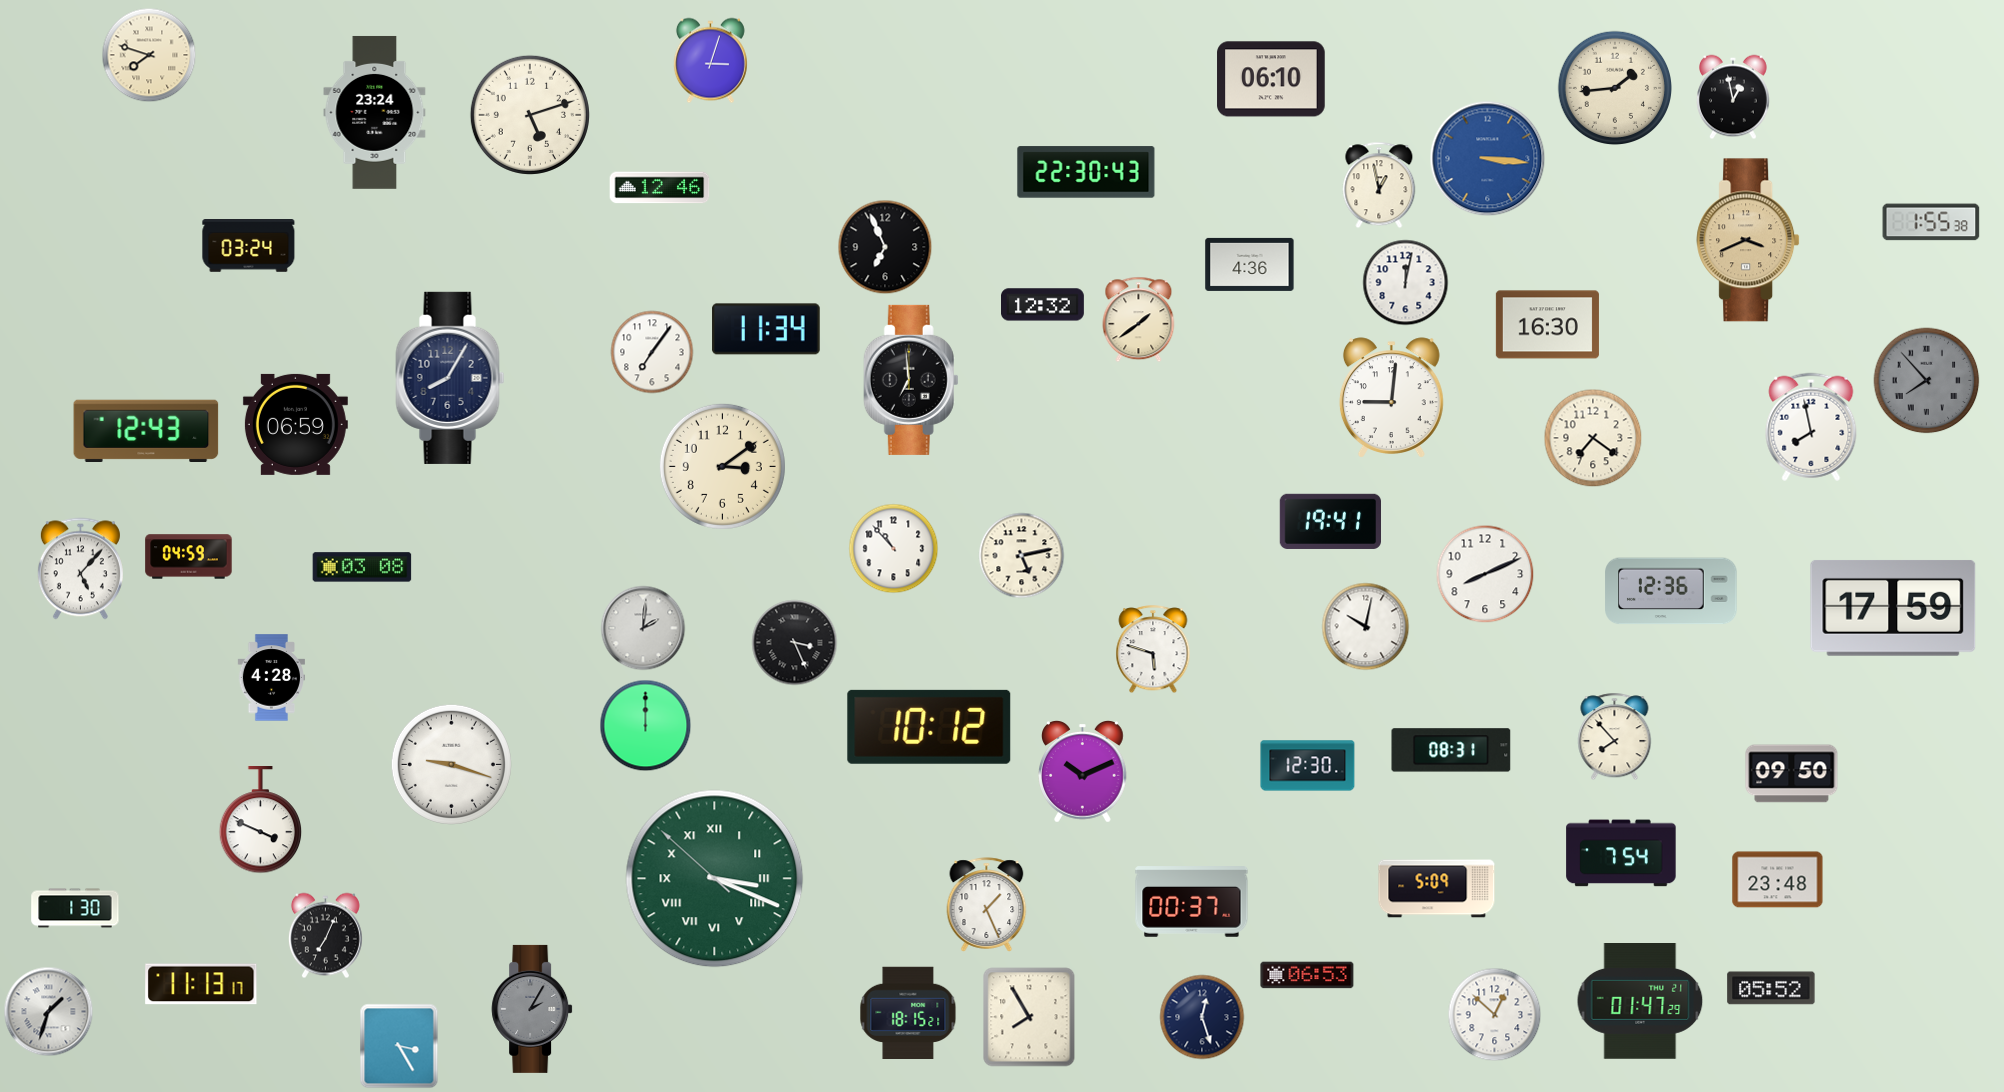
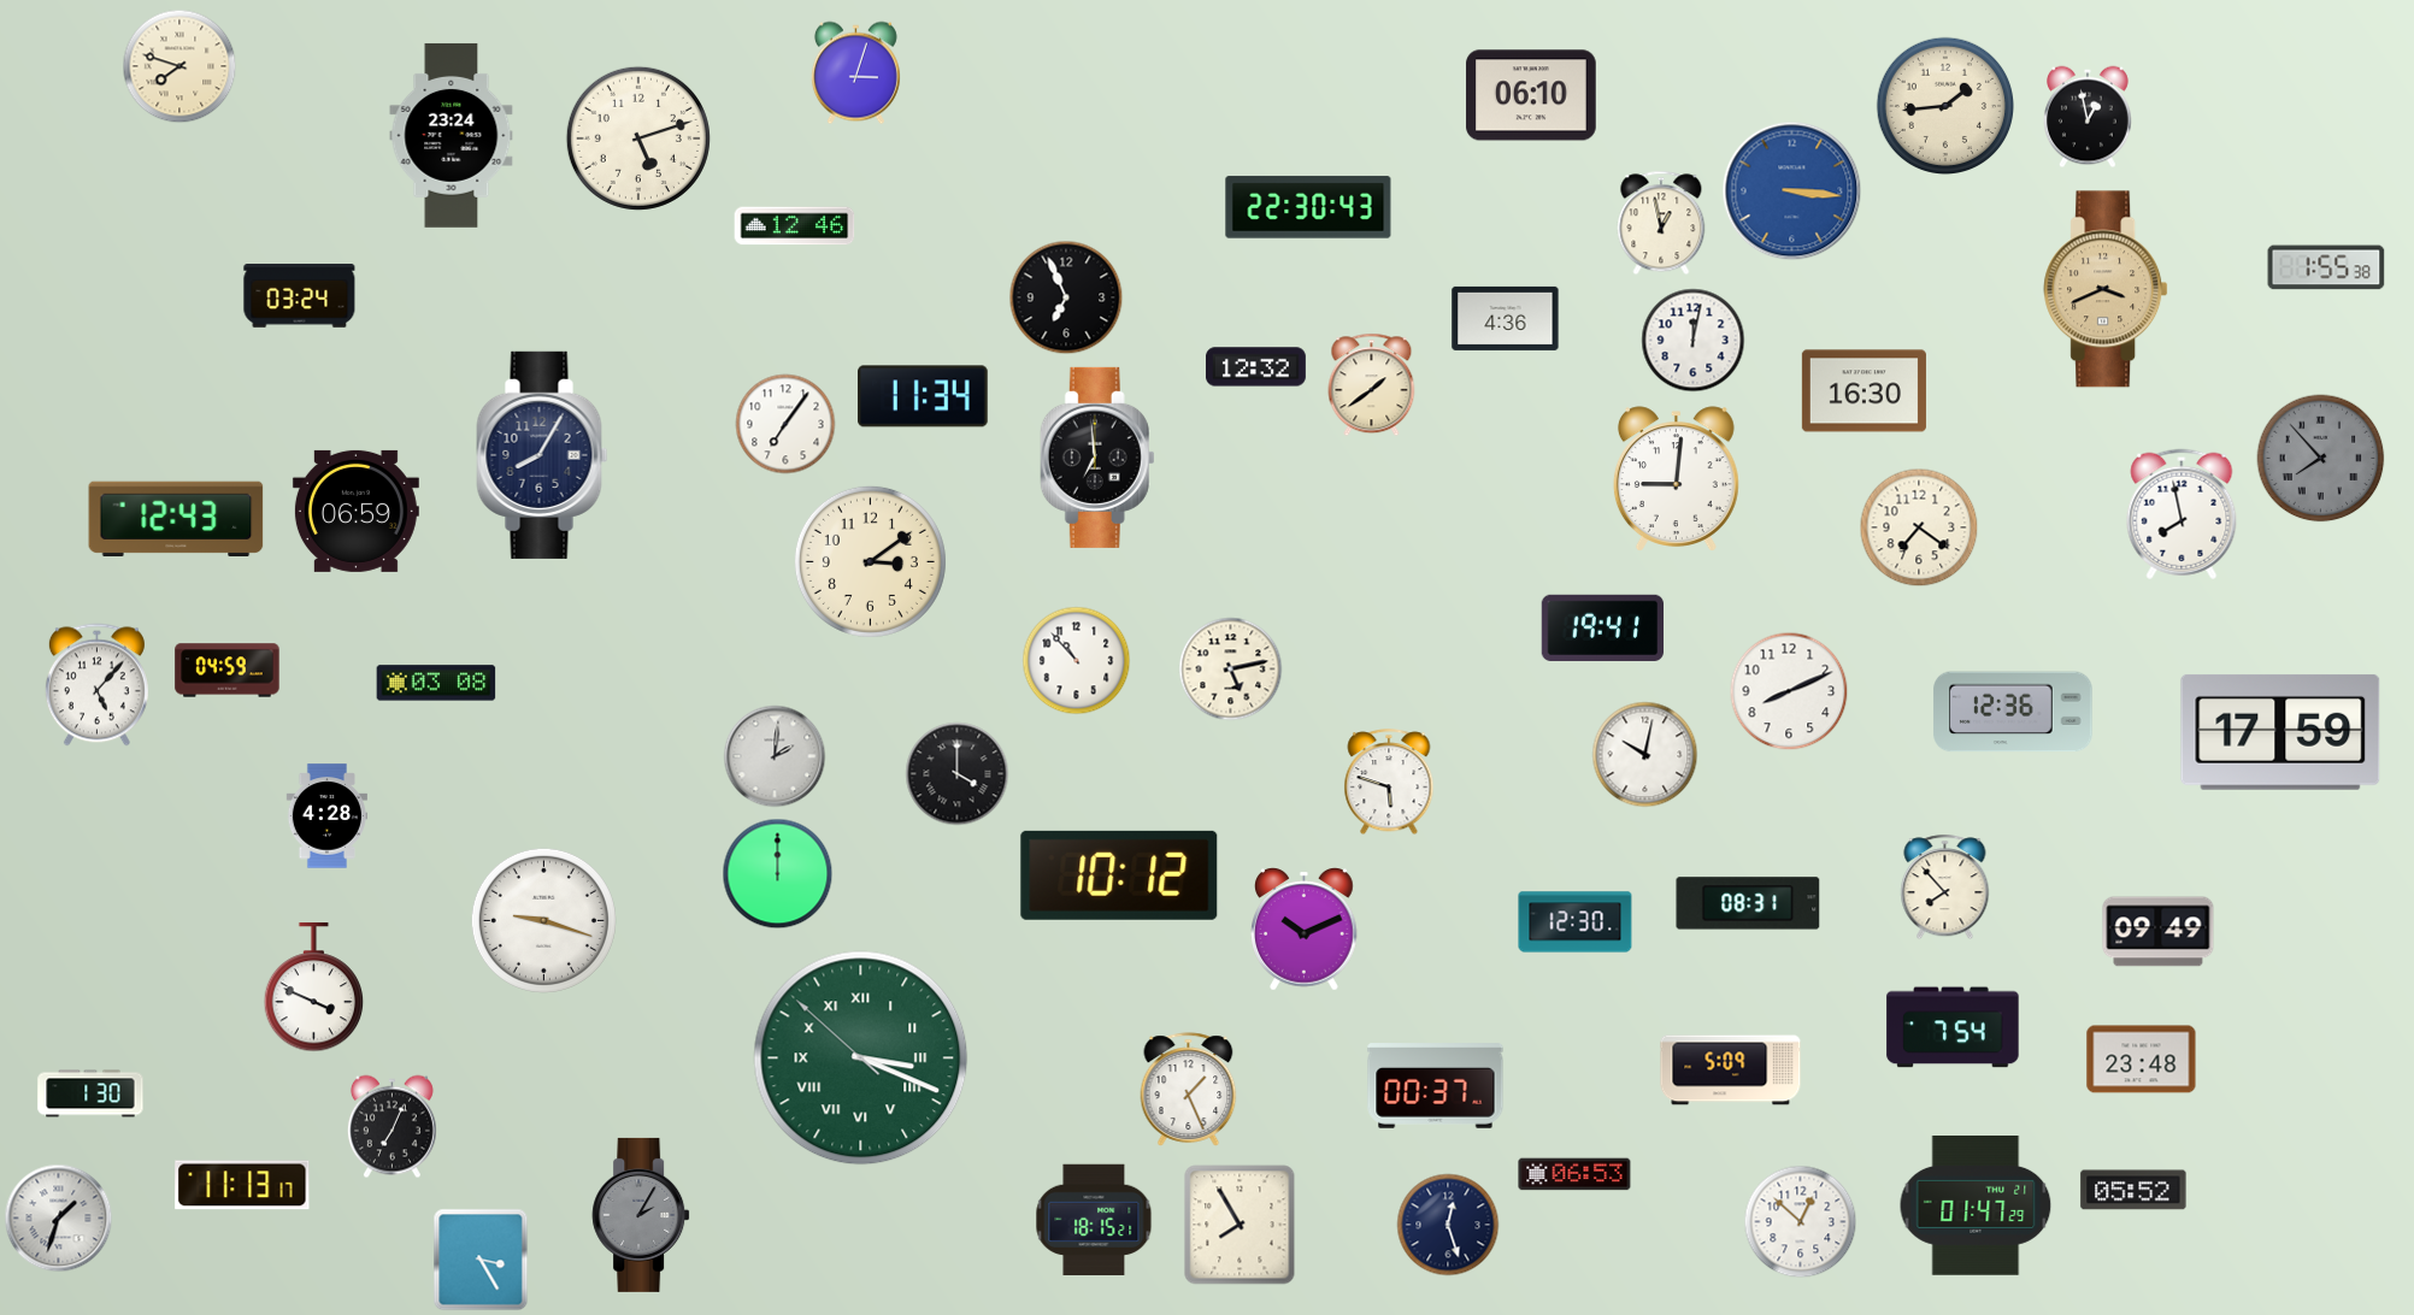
clock at (795, 643): 3:26 -> 4:00
clock at (1792, 774): 09:50 -> 09:49
